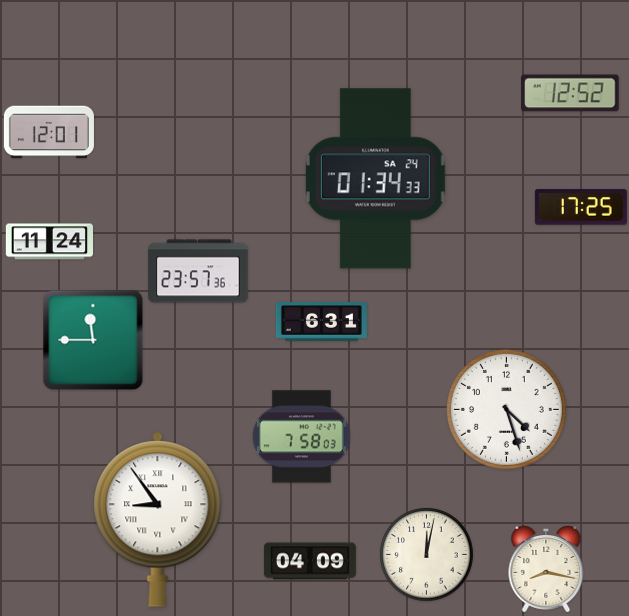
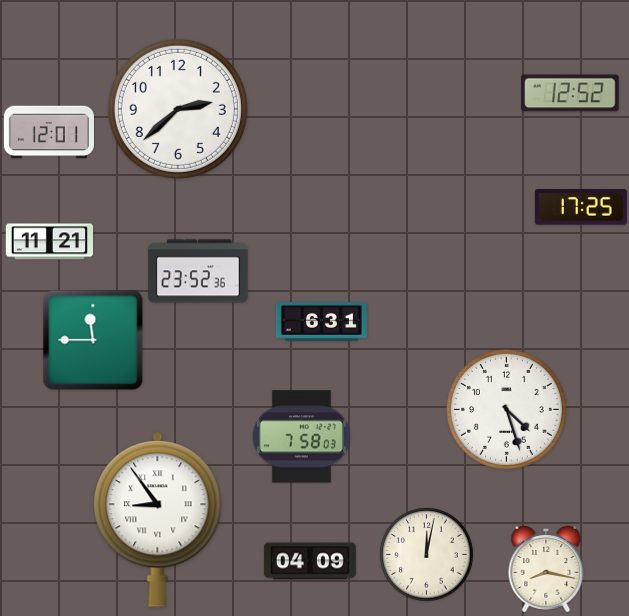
clock at (178, 109): none -> 2:38
clock at (375, 179): 01:34 -> none
clock at (49, 242): 11:24 -> 11:21
clock at (198, 271): 23:57 -> 23:52
